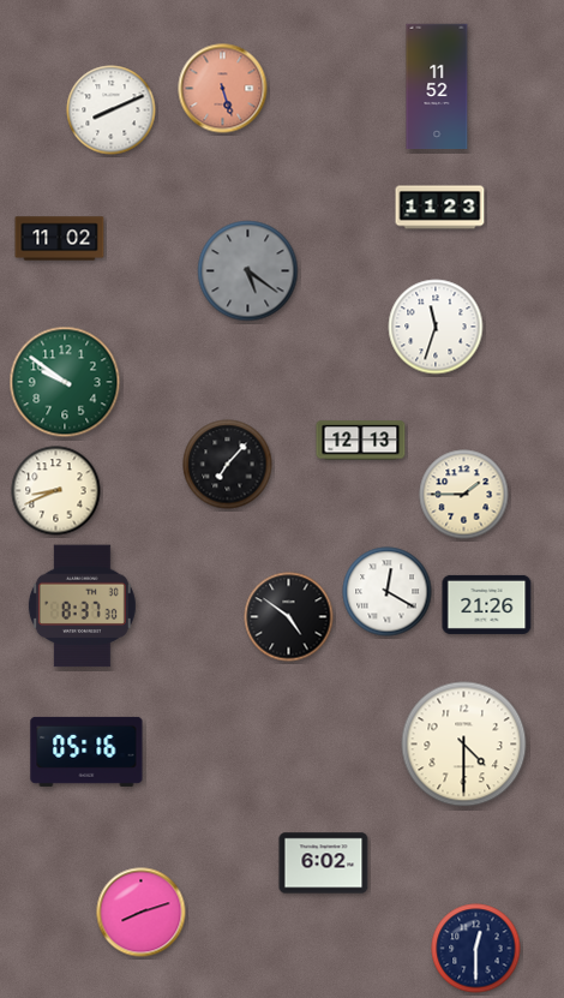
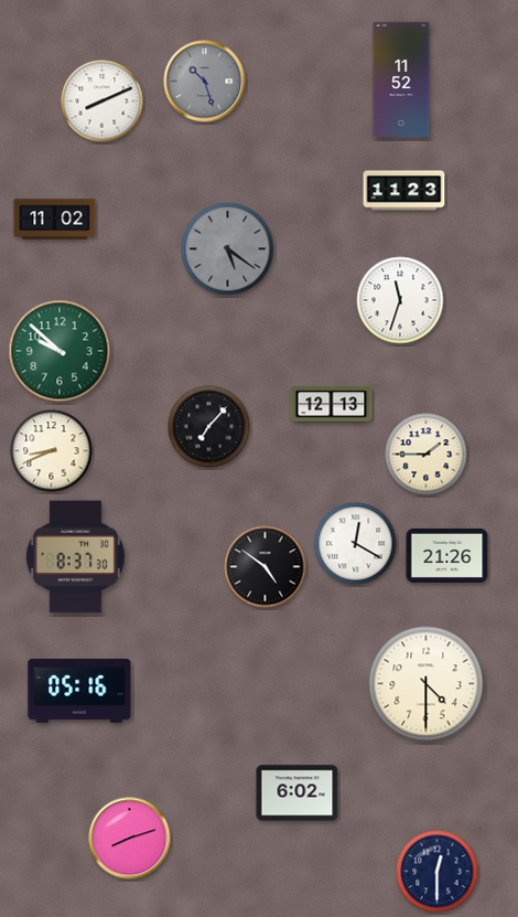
clock at (223, 89): 5:27 -> 10:27
clock at (223, 89) dial: salmon -> grey
clock at (65, 382): 9:51 -> 9:52
